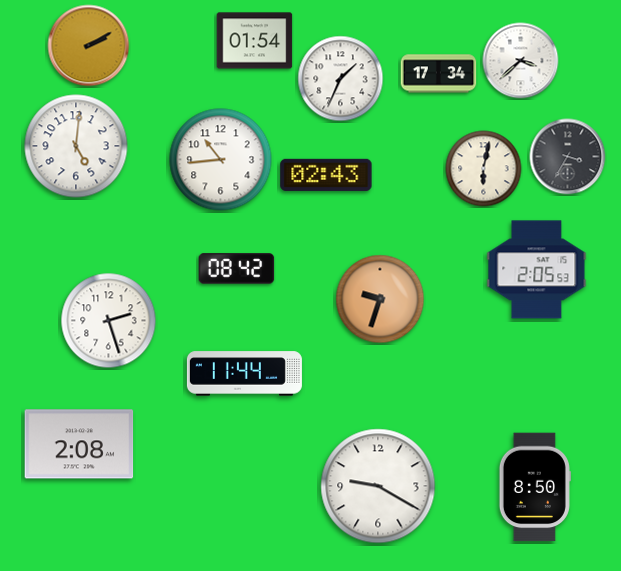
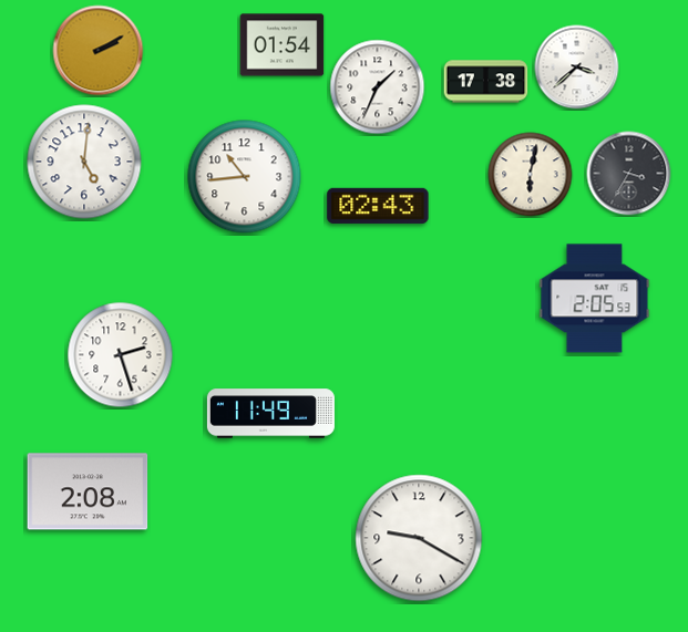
clock at (439, 74): 17:34 -> 17:38
clock at (484, 169) position: (484, 169) -> (531, 175)
clock at (326, 175) position: (326, 175) -> (378, 206)
clock at (237, 269): 08:42 -> none
clock at (380, 299): 9:33 -> none
clock at (244, 374): 11:44 -> 11:49
clock at (535, 487): 8:50 -> none
